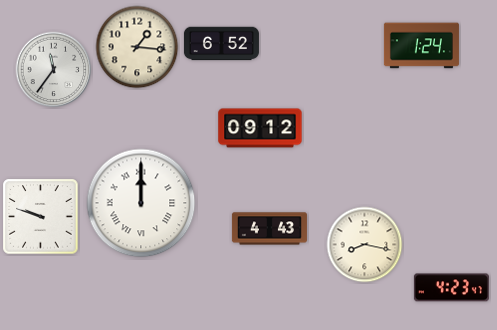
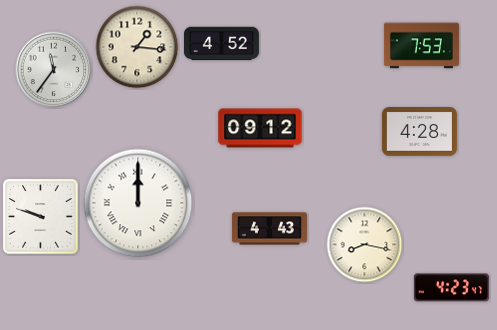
clock at (221, 44): 6:52 -> 4:52
clock at (421, 46): 1:24 -> 7:53
clock at (419, 132): none -> 4:28
clock at (141, 203) position: (141, 203) -> (138, 203)
